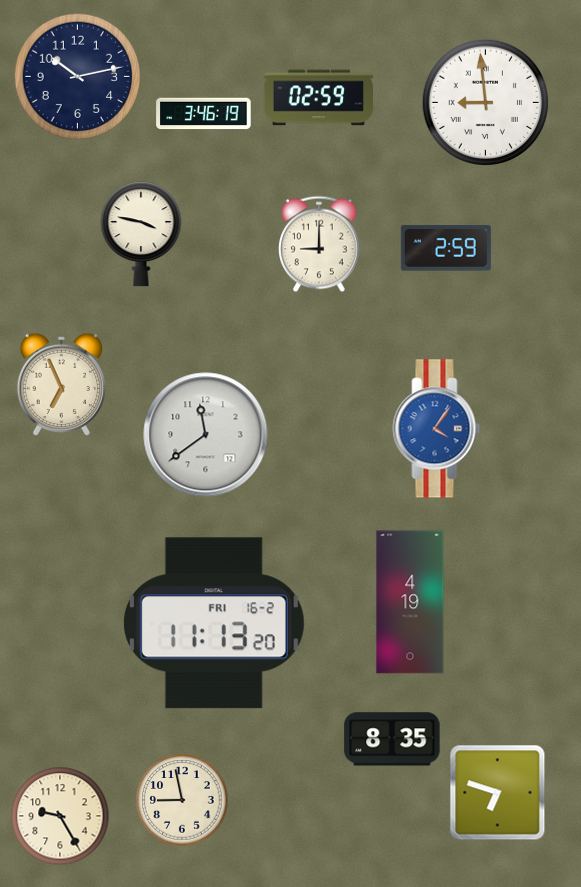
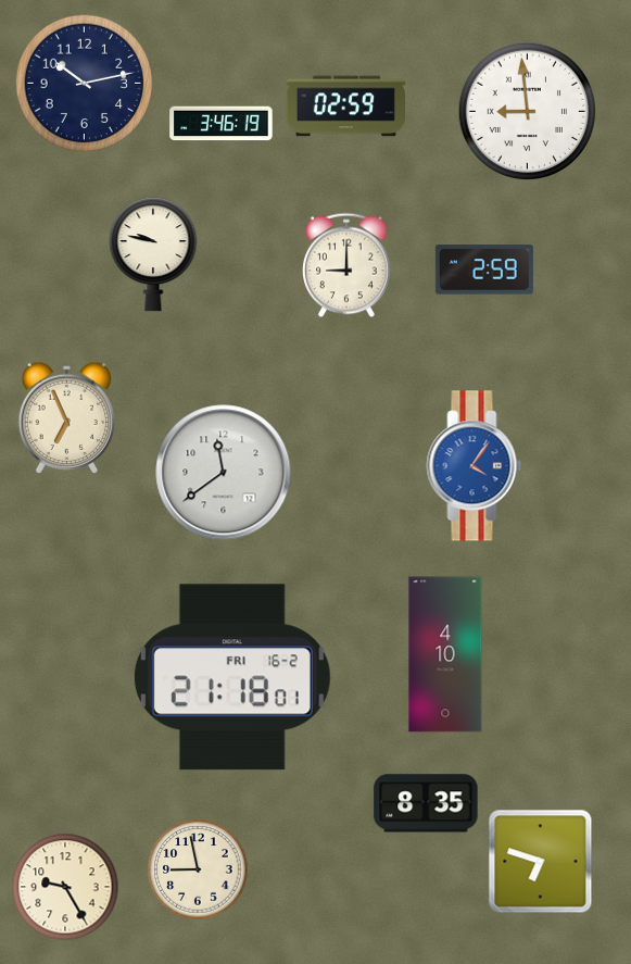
clock at (141, 234): 3:47 -> 9:47
clock at (410, 602): 4:19 -> 4:10
clock at (214, 623): 11:13 -> 21:18
